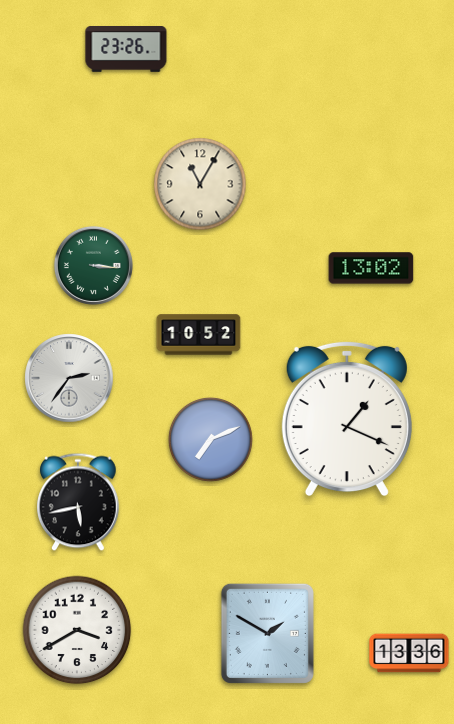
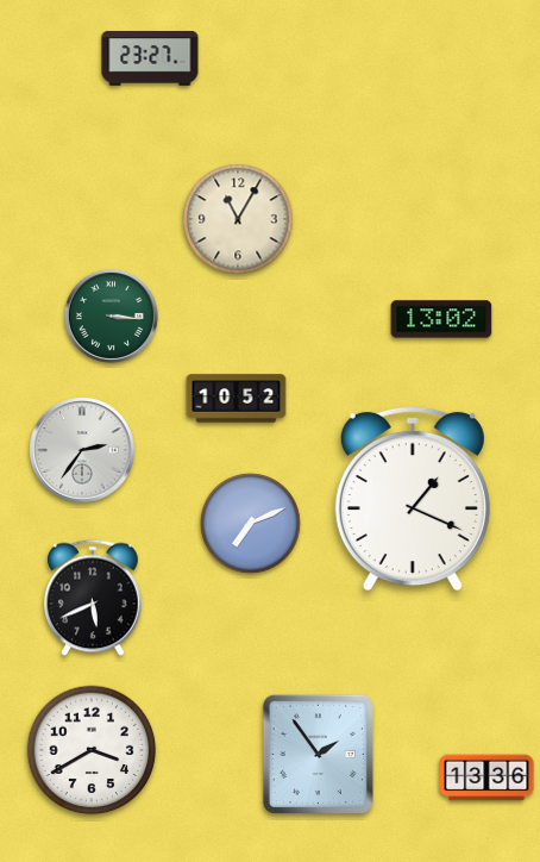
clock at (126, 50): 23:26 -> 23:27
clock at (79, 502): 5:43 -> 5:41
clock at (267, 633): 1:50 -> 1:54
